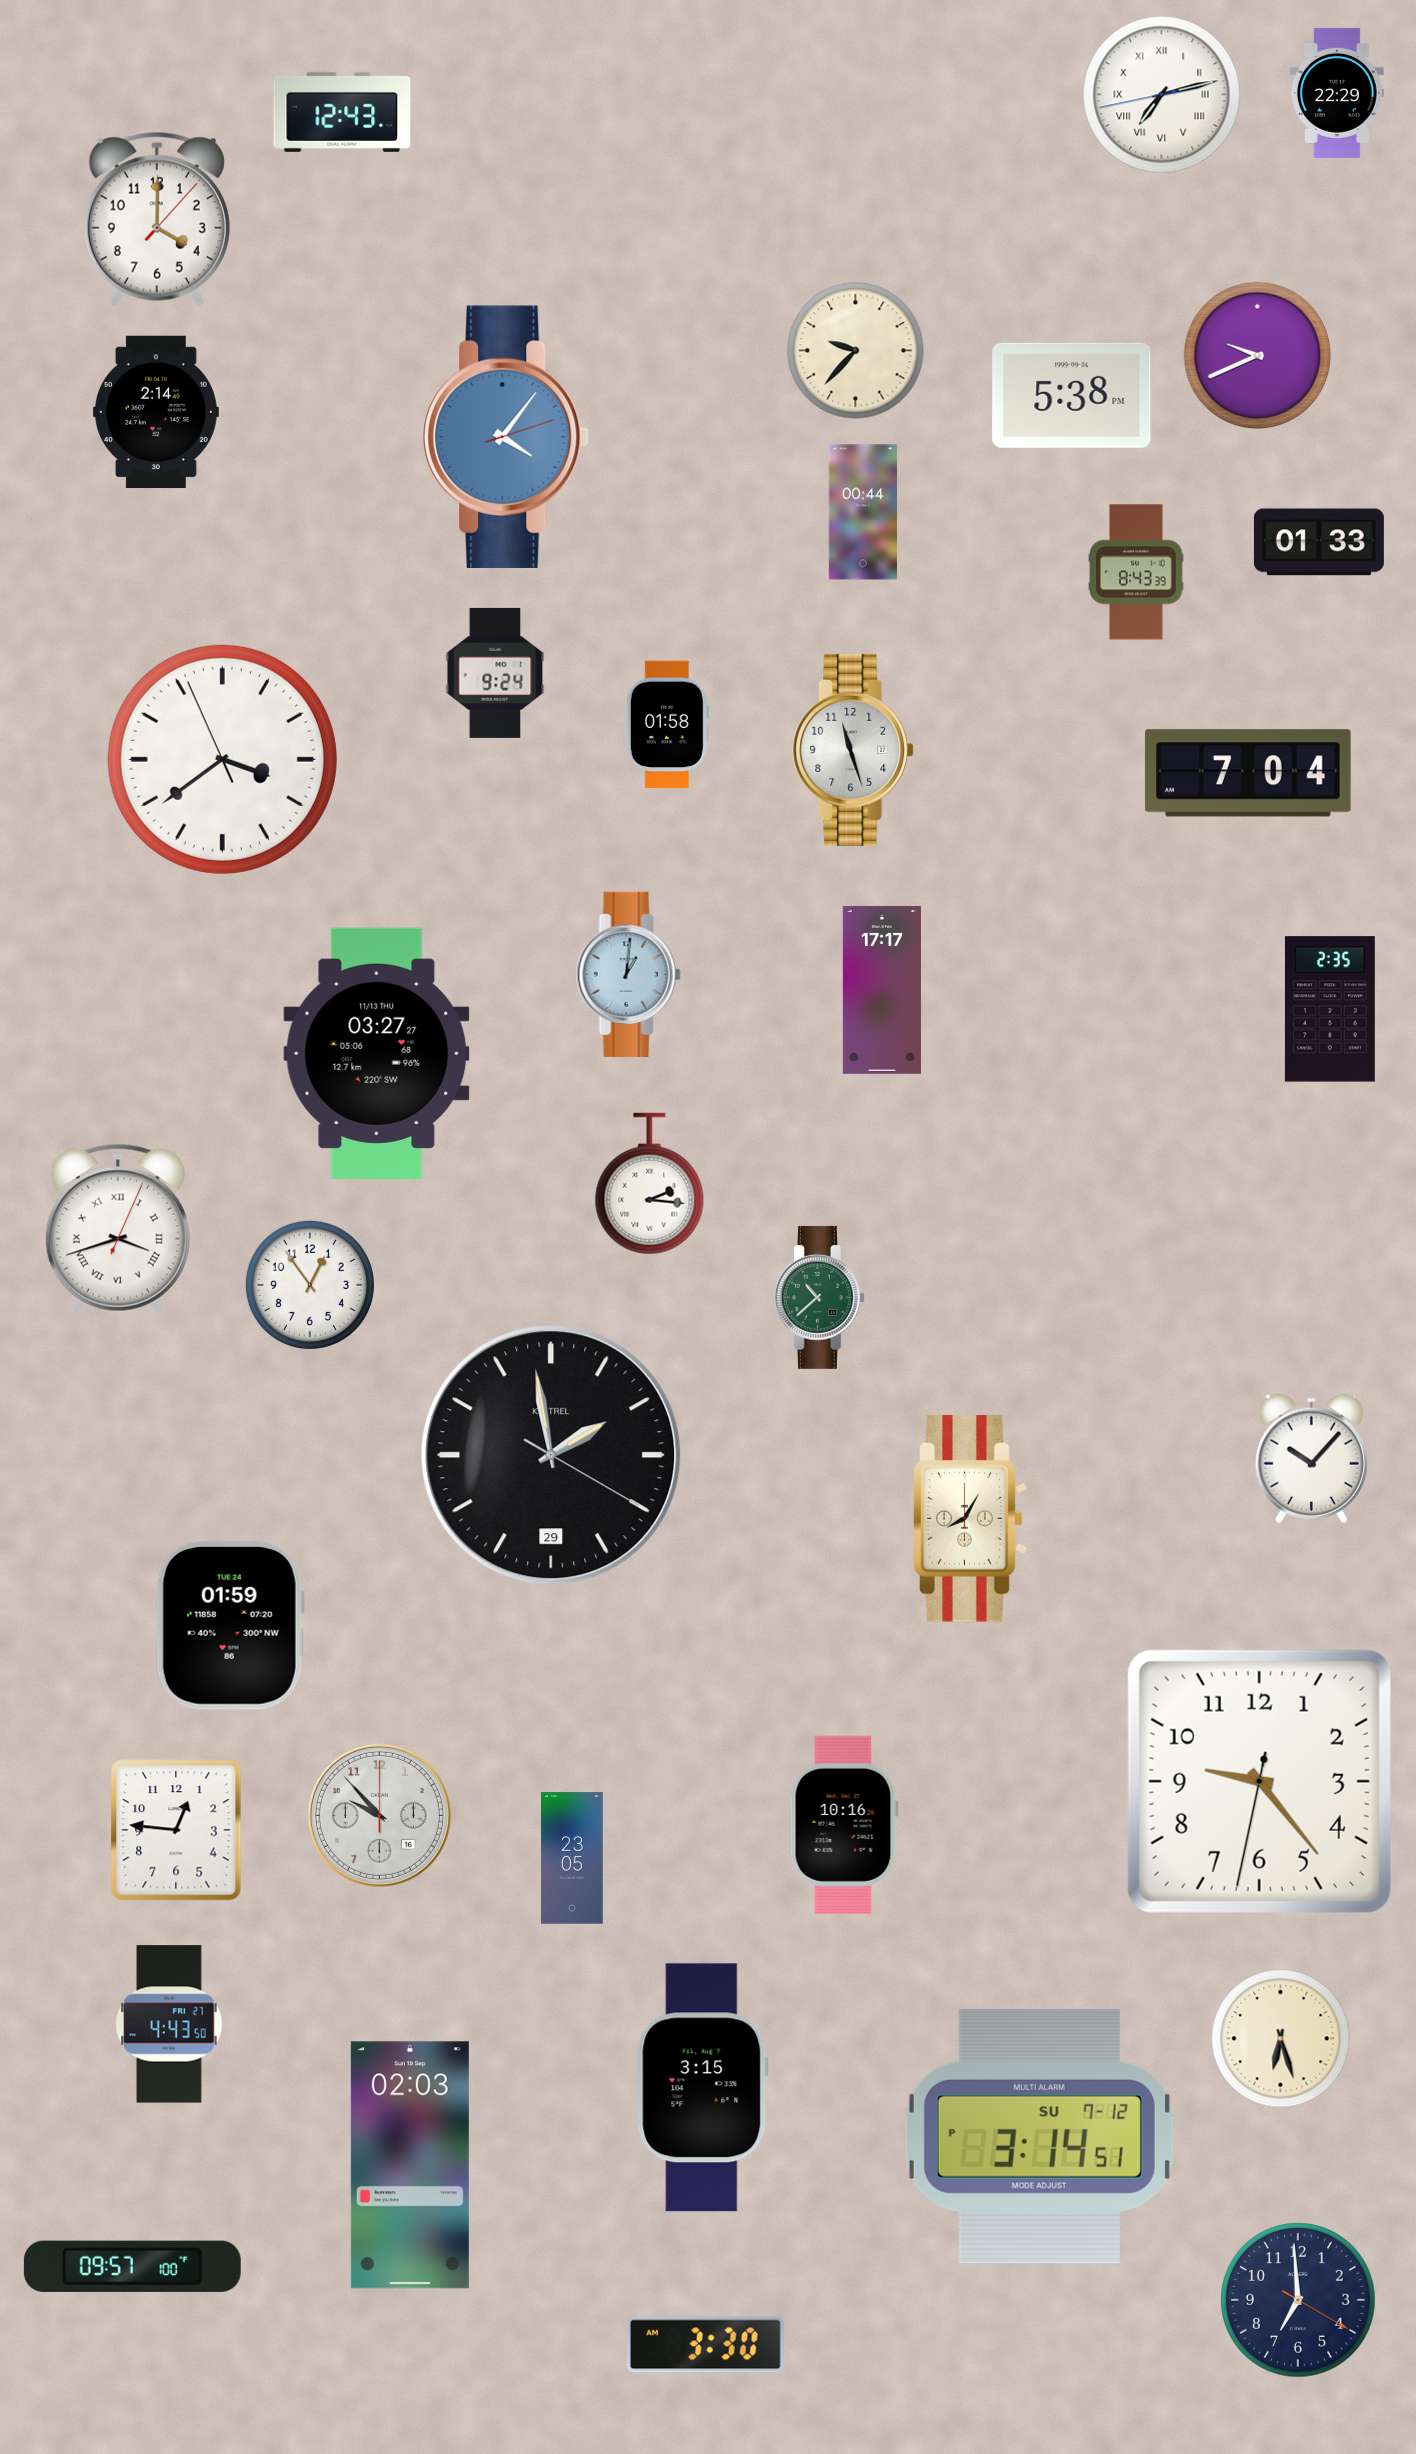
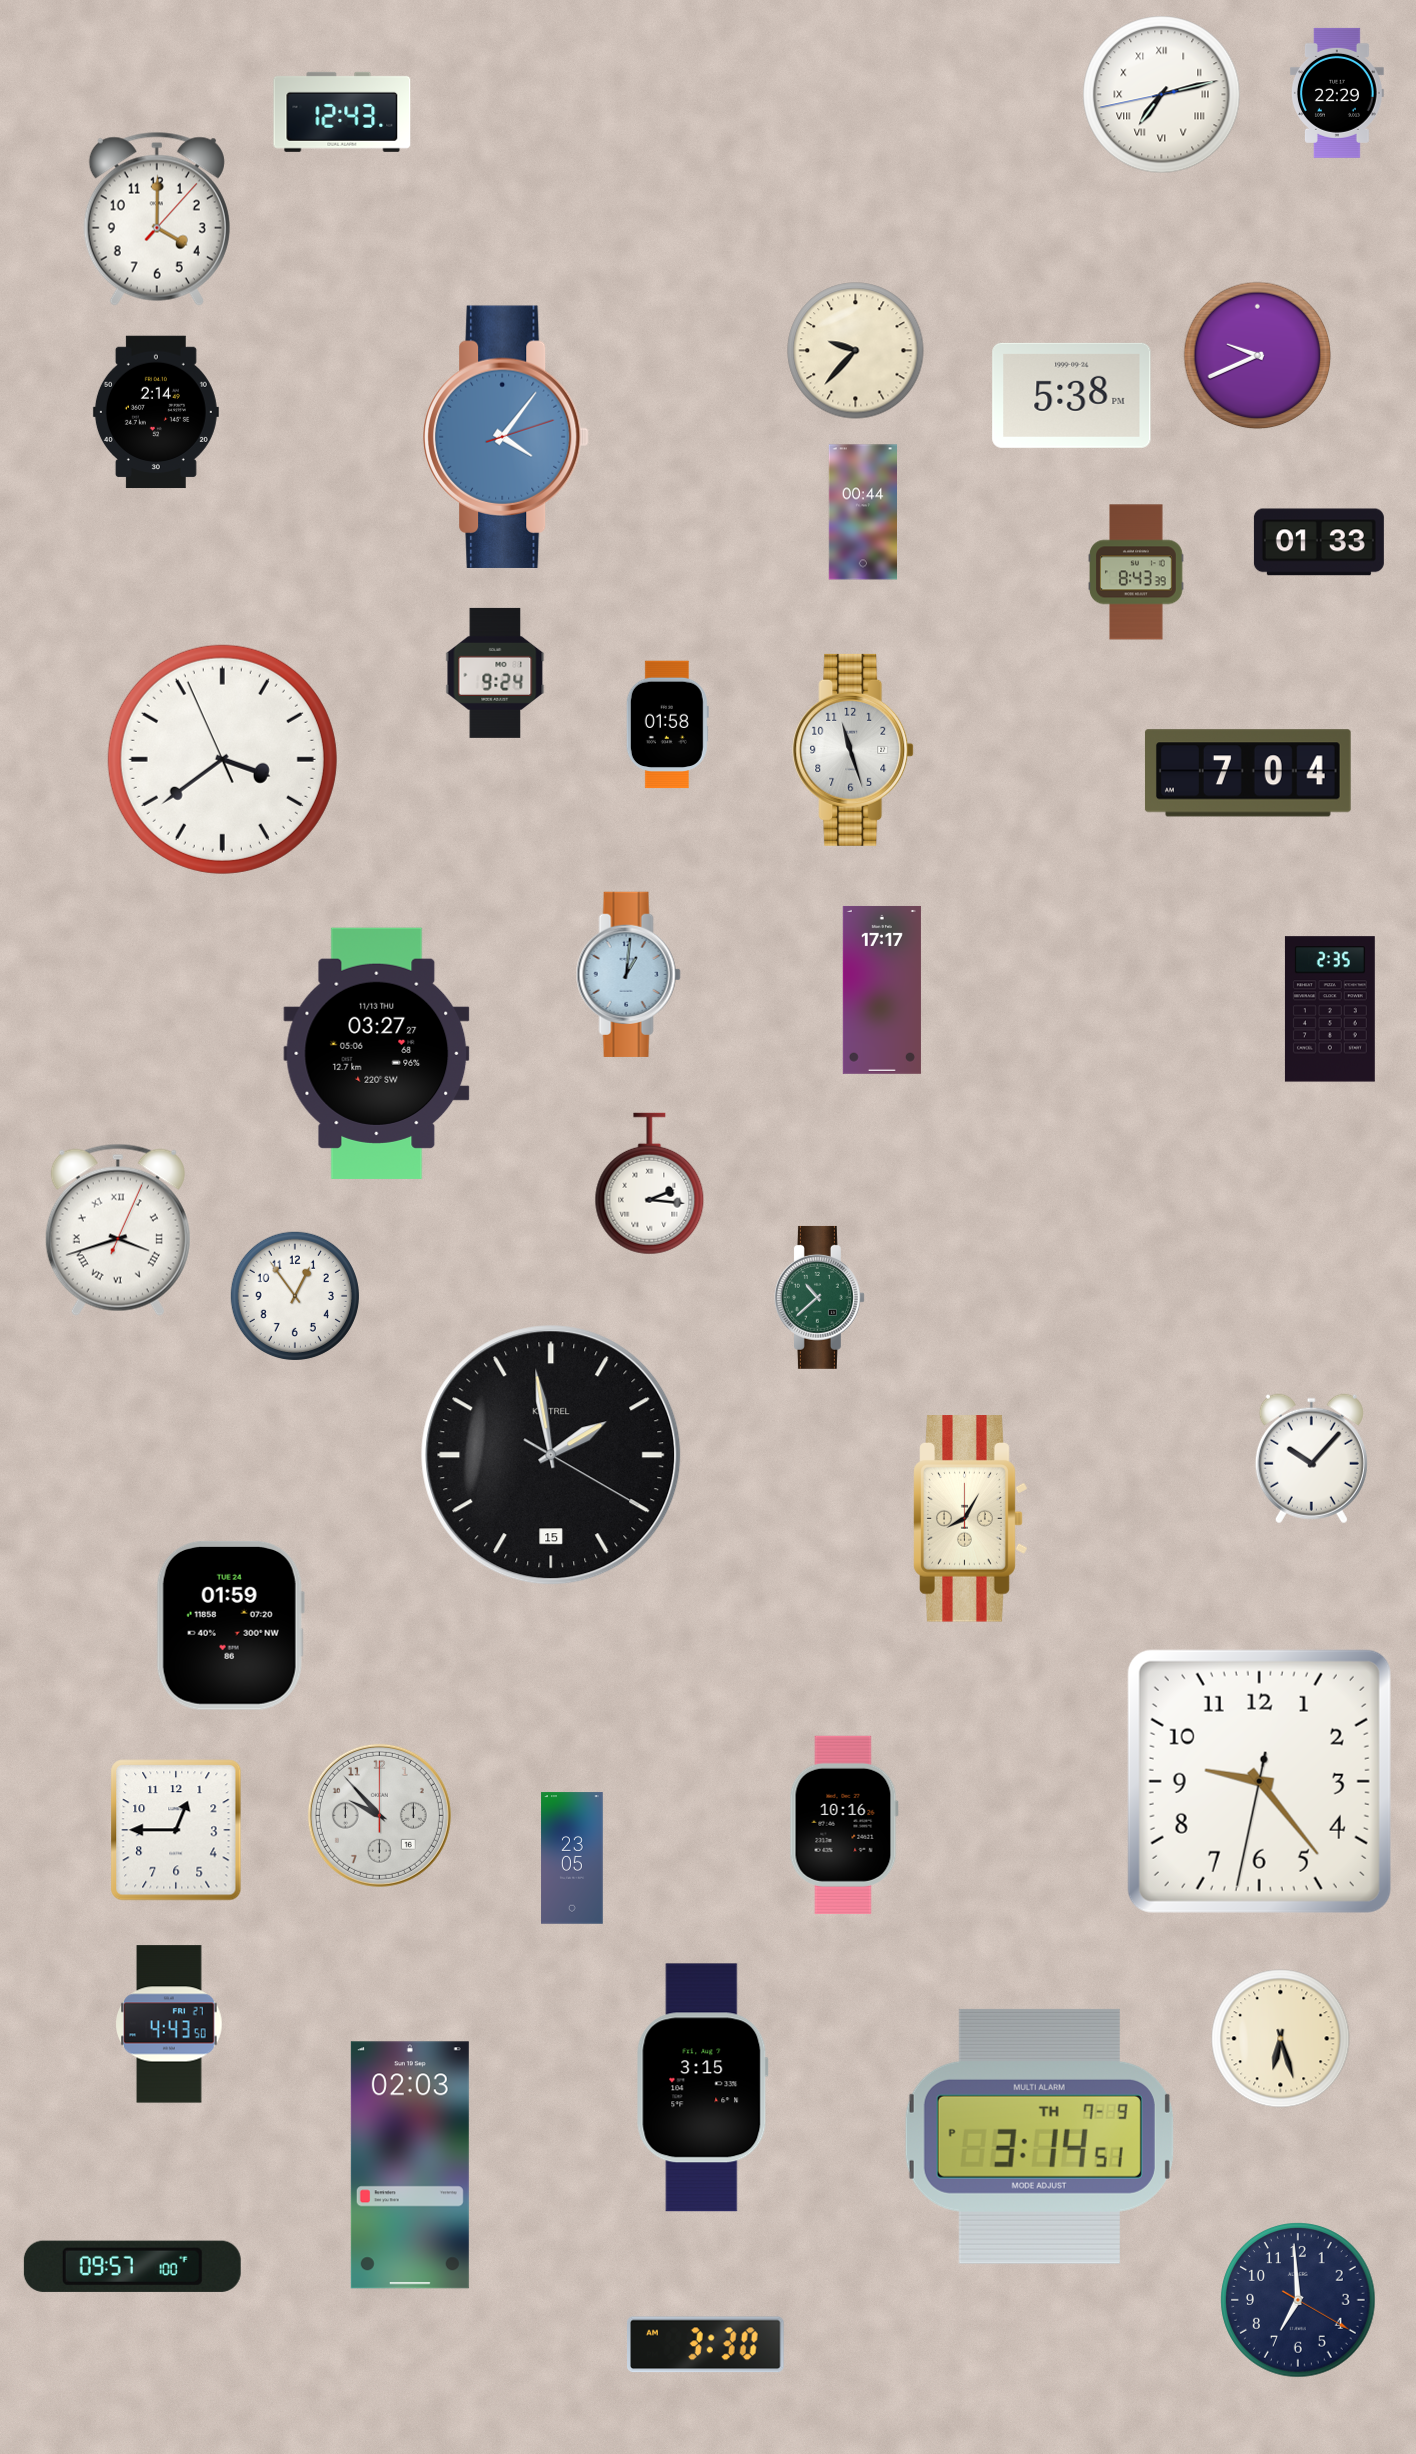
clock at (310, 1285) position: (310, 1285) -> (295, 1296)
clock at (551, 1455) date: 29 -> 15
clock at (176, 1830): 12:46 -> 12:45
clock at (1039, 2136) date: SU 7-12 -> TH 7-9
